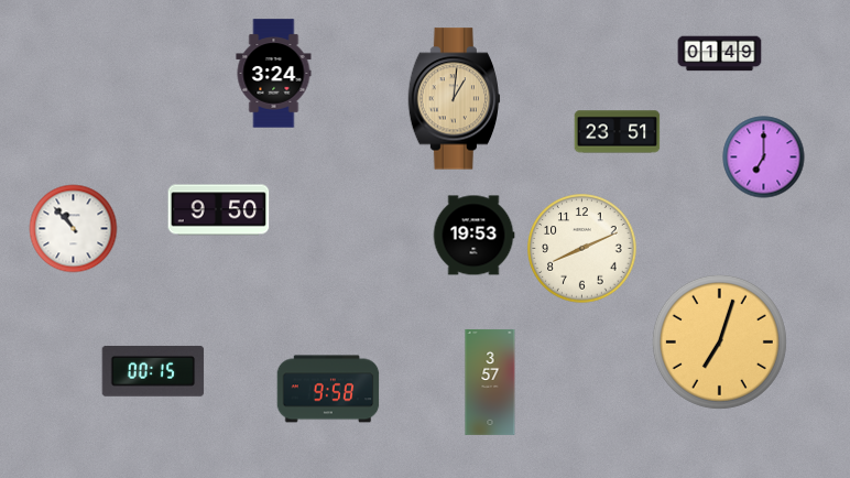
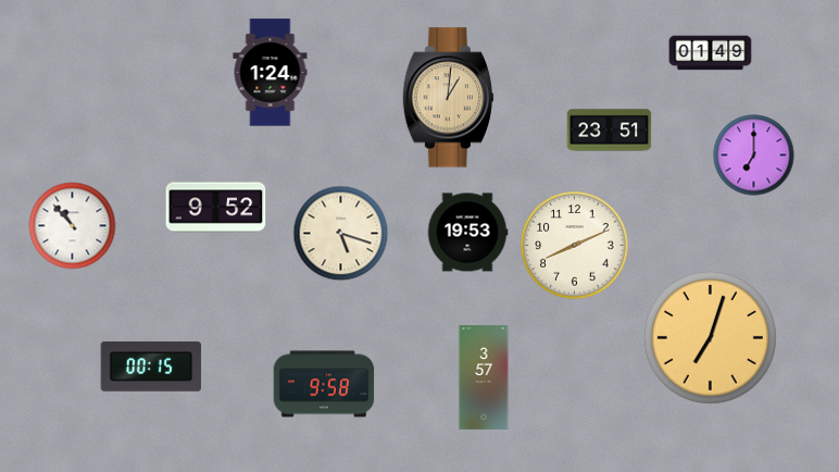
clock at (274, 74): 3:24 -> 1:24
clock at (219, 210): 9:50 -> 9:52
clock at (341, 234): none -> 5:18
